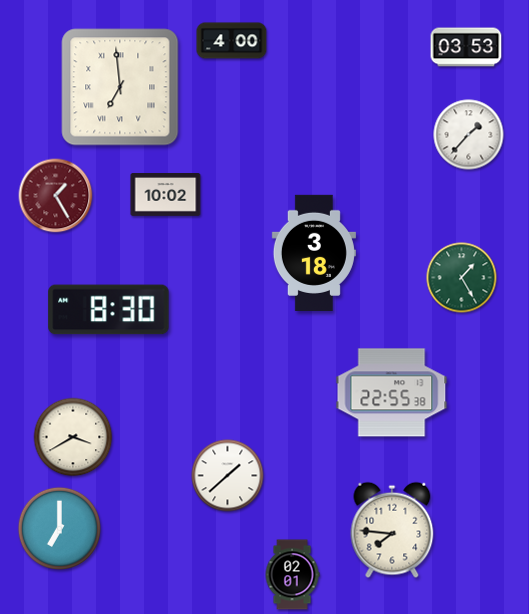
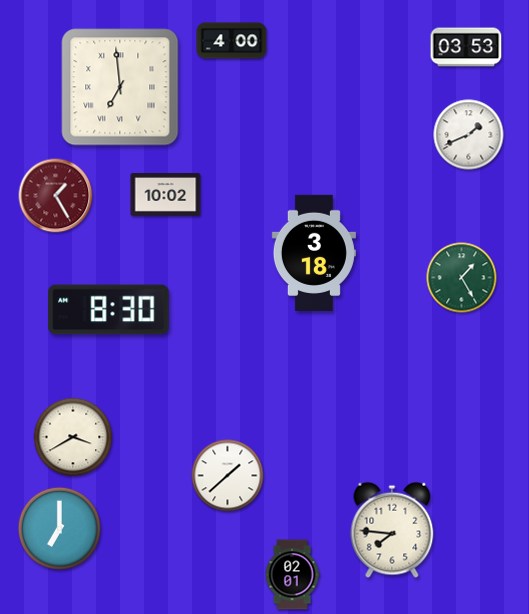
clock at (469, 135): 1:37 -> 1:41
clock at (392, 393): 22:55 -> none
